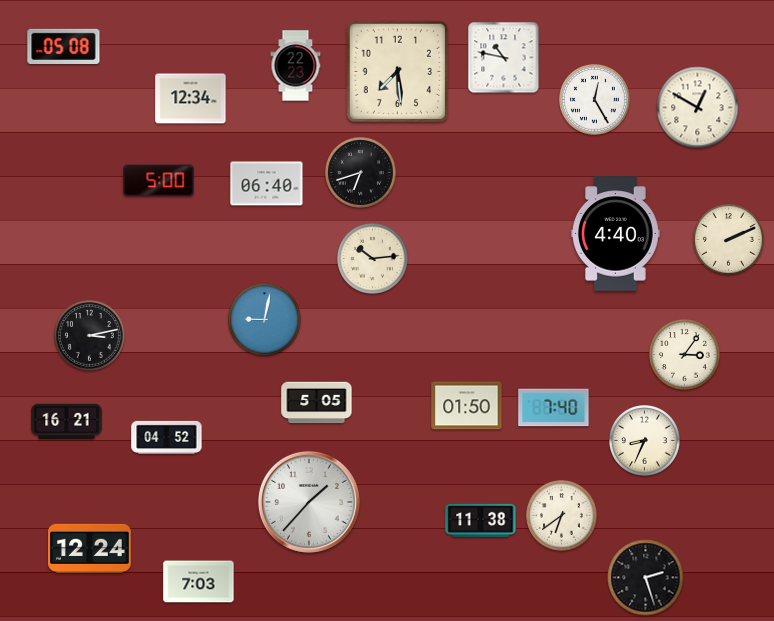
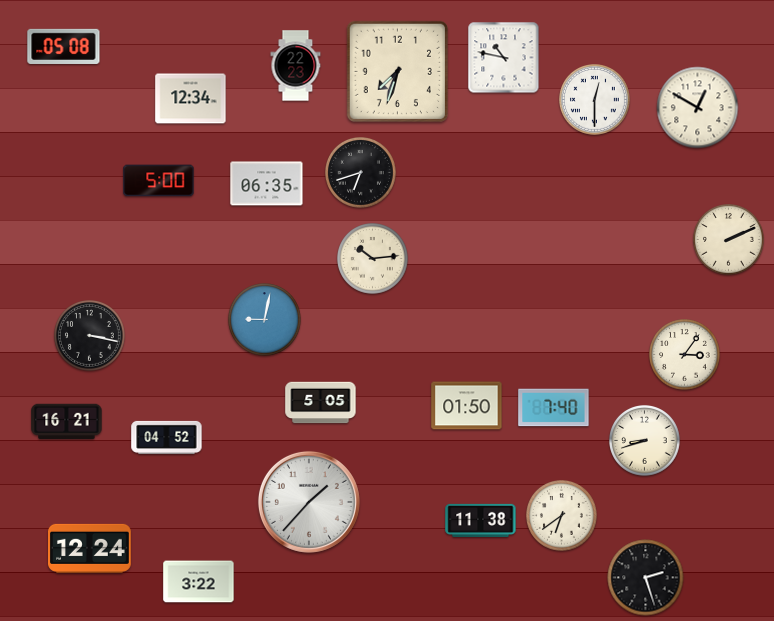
clock at (397, 71): 7:29 -> 7:33
clock at (595, 100): 12:25 -> 12:30
clock at (267, 184): 06:40 -> 06:35
clock at (616, 234): 4:40 -> none
clock at (90, 336): 3:13 -> 3:17
clock at (317, 403) position: (317, 403) -> (321, 403)
clock at (645, 441): 8:34 -> 8:42
clock at (199, 582): 7:03 -> 3:22
